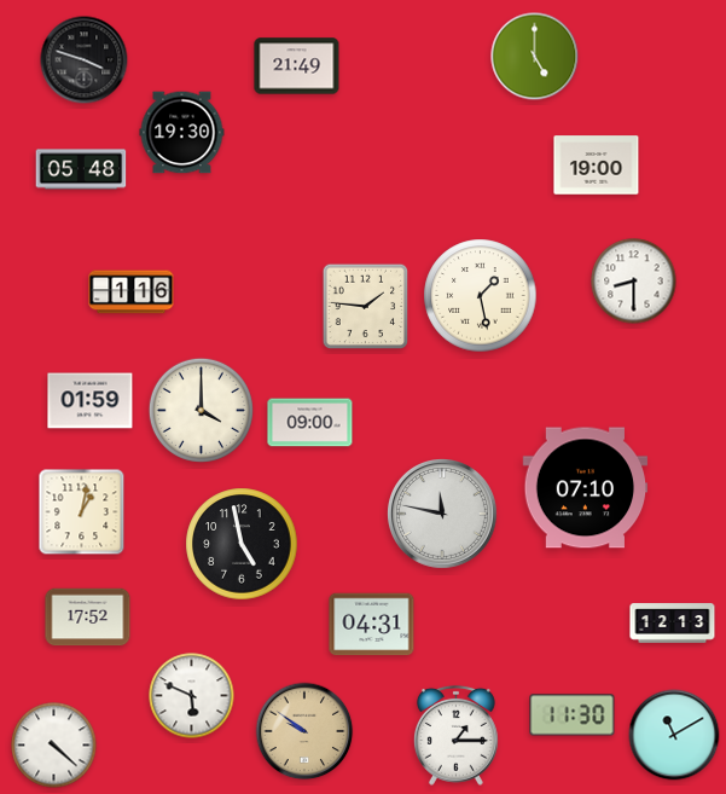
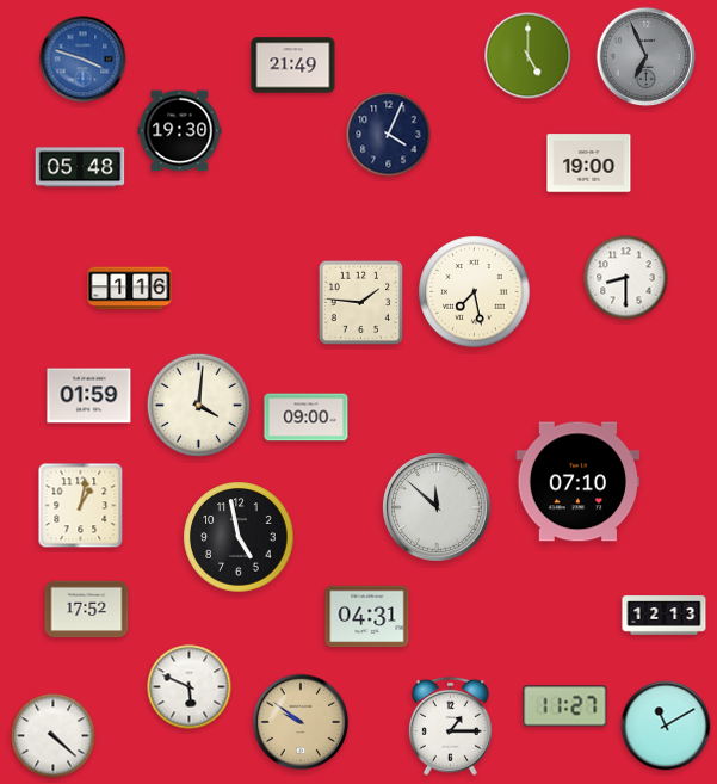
clock at (647, 57): none -> 6:56
clock at (85, 60) dial: black -> blue
clock at (389, 135): none -> 4:04
clock at (481, 296): 1:28 -> 7:28
clock at (201, 410): 4:00 -> 4:01
clock at (443, 515): 11:47 -> 11:52
clock at (573, 715): 11:30 -> 11:27
